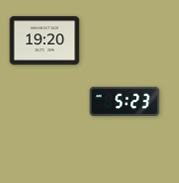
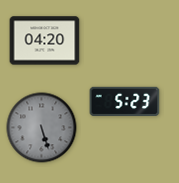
clock at (45, 41): 19:20 -> 04:20
clock at (42, 128): none -> 5:27
